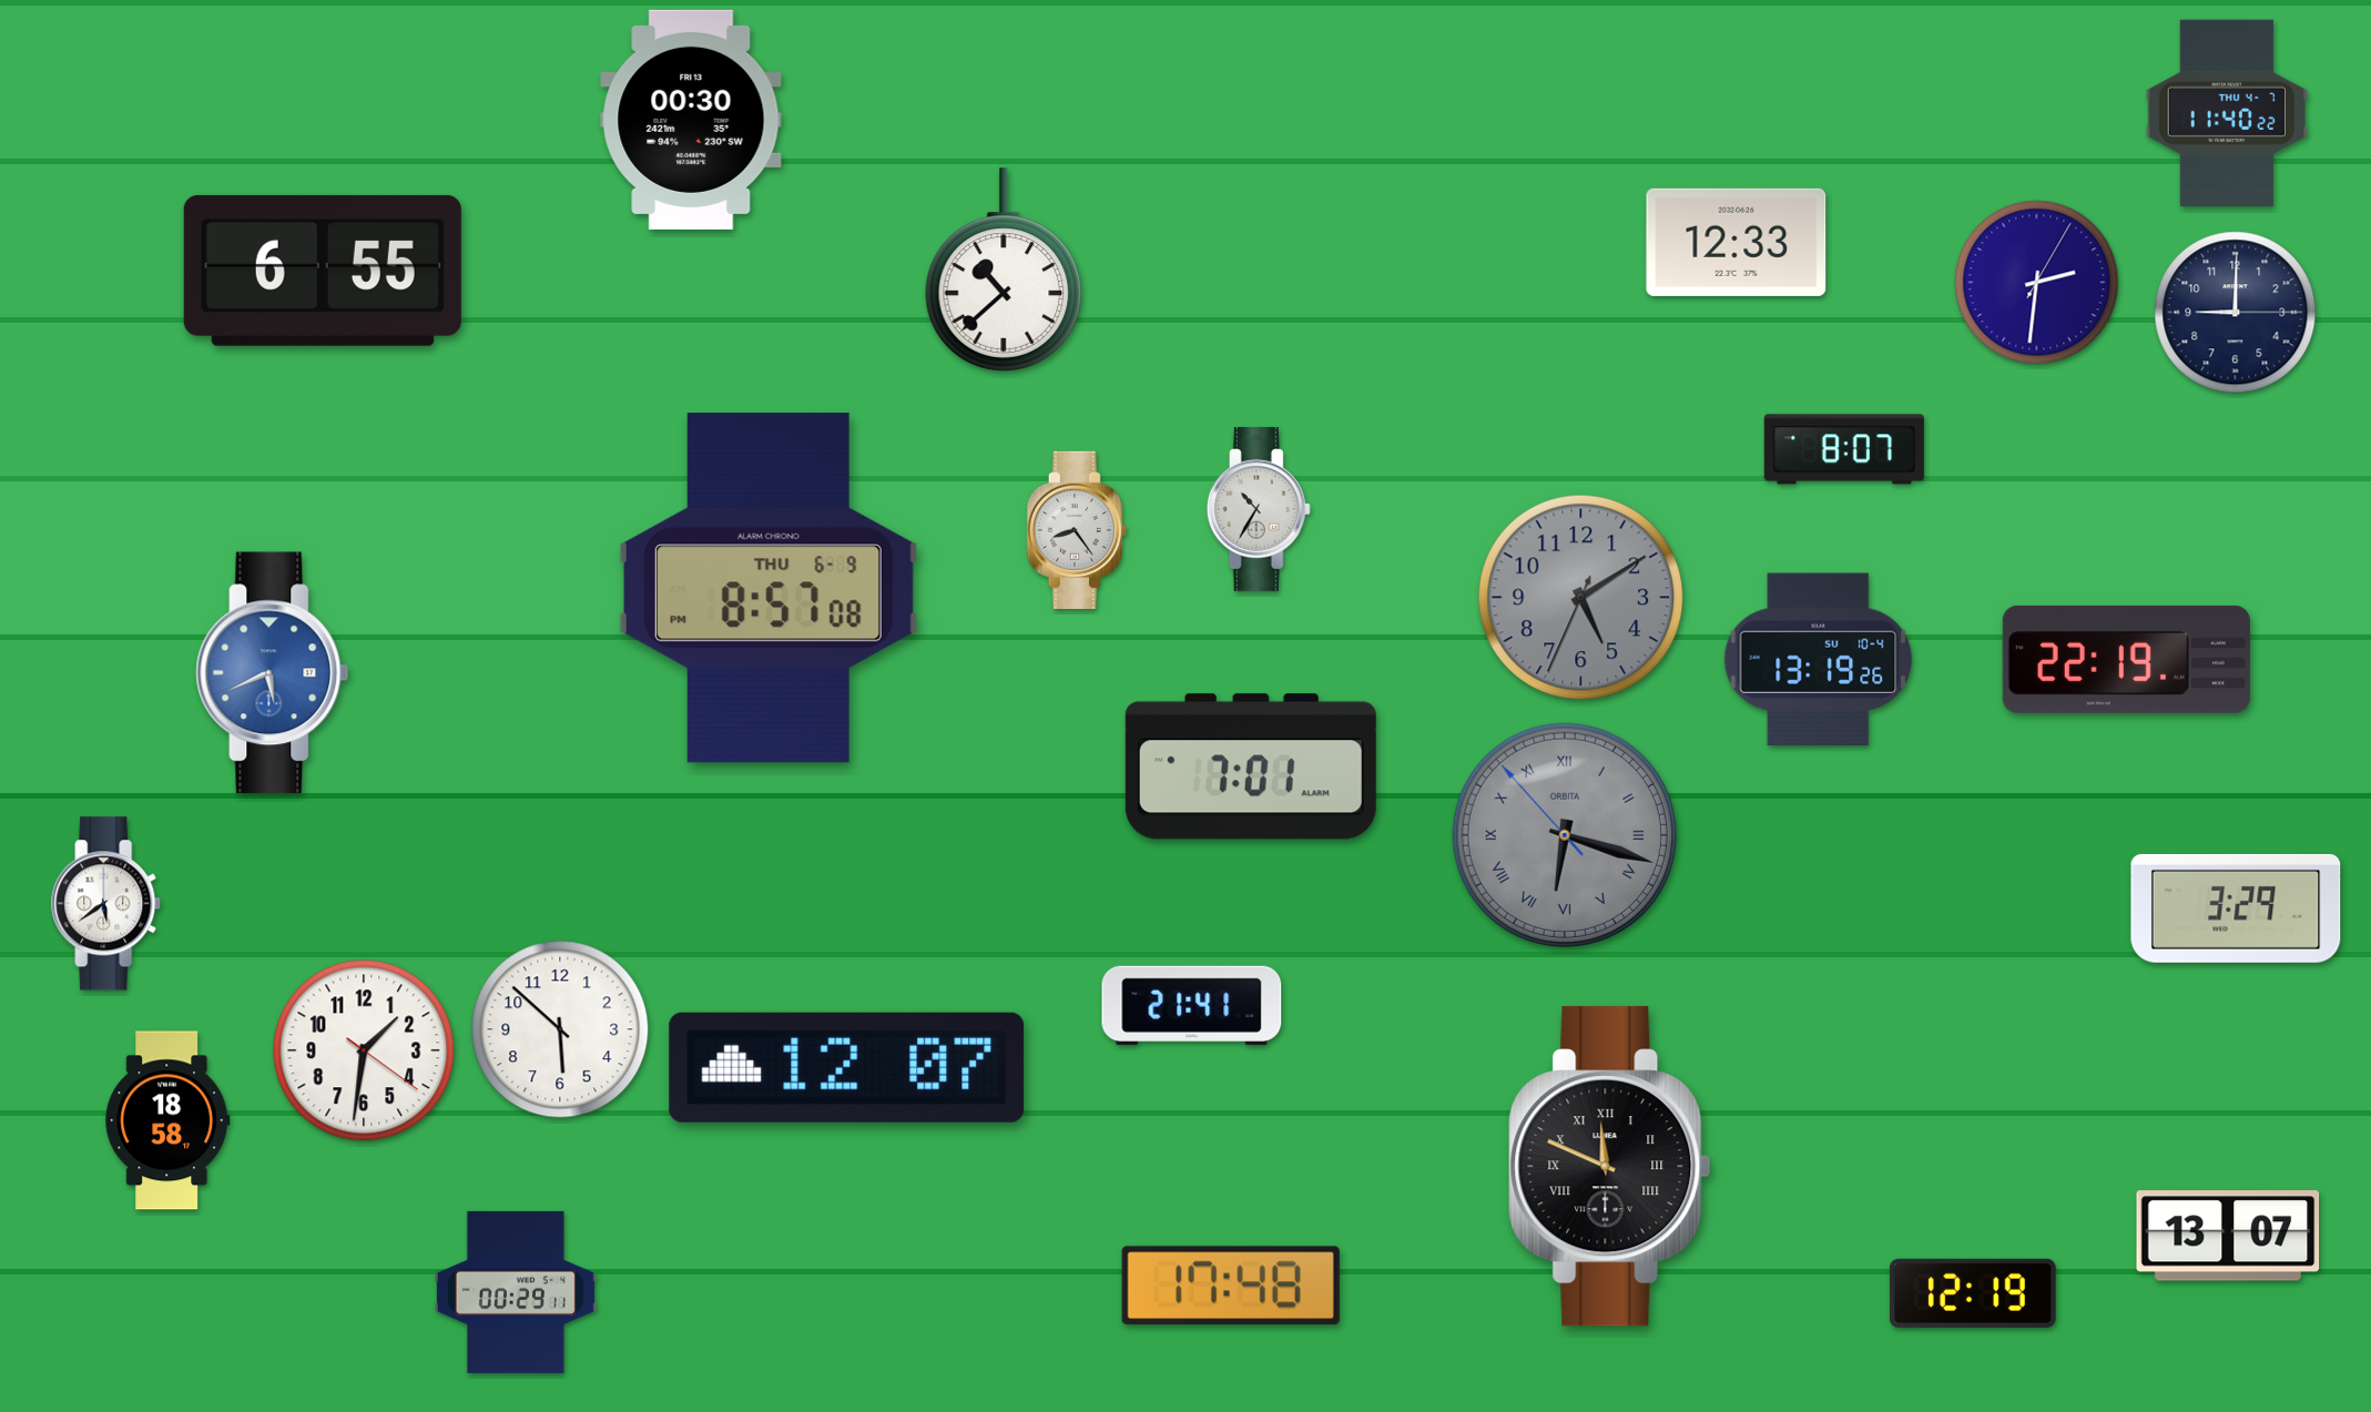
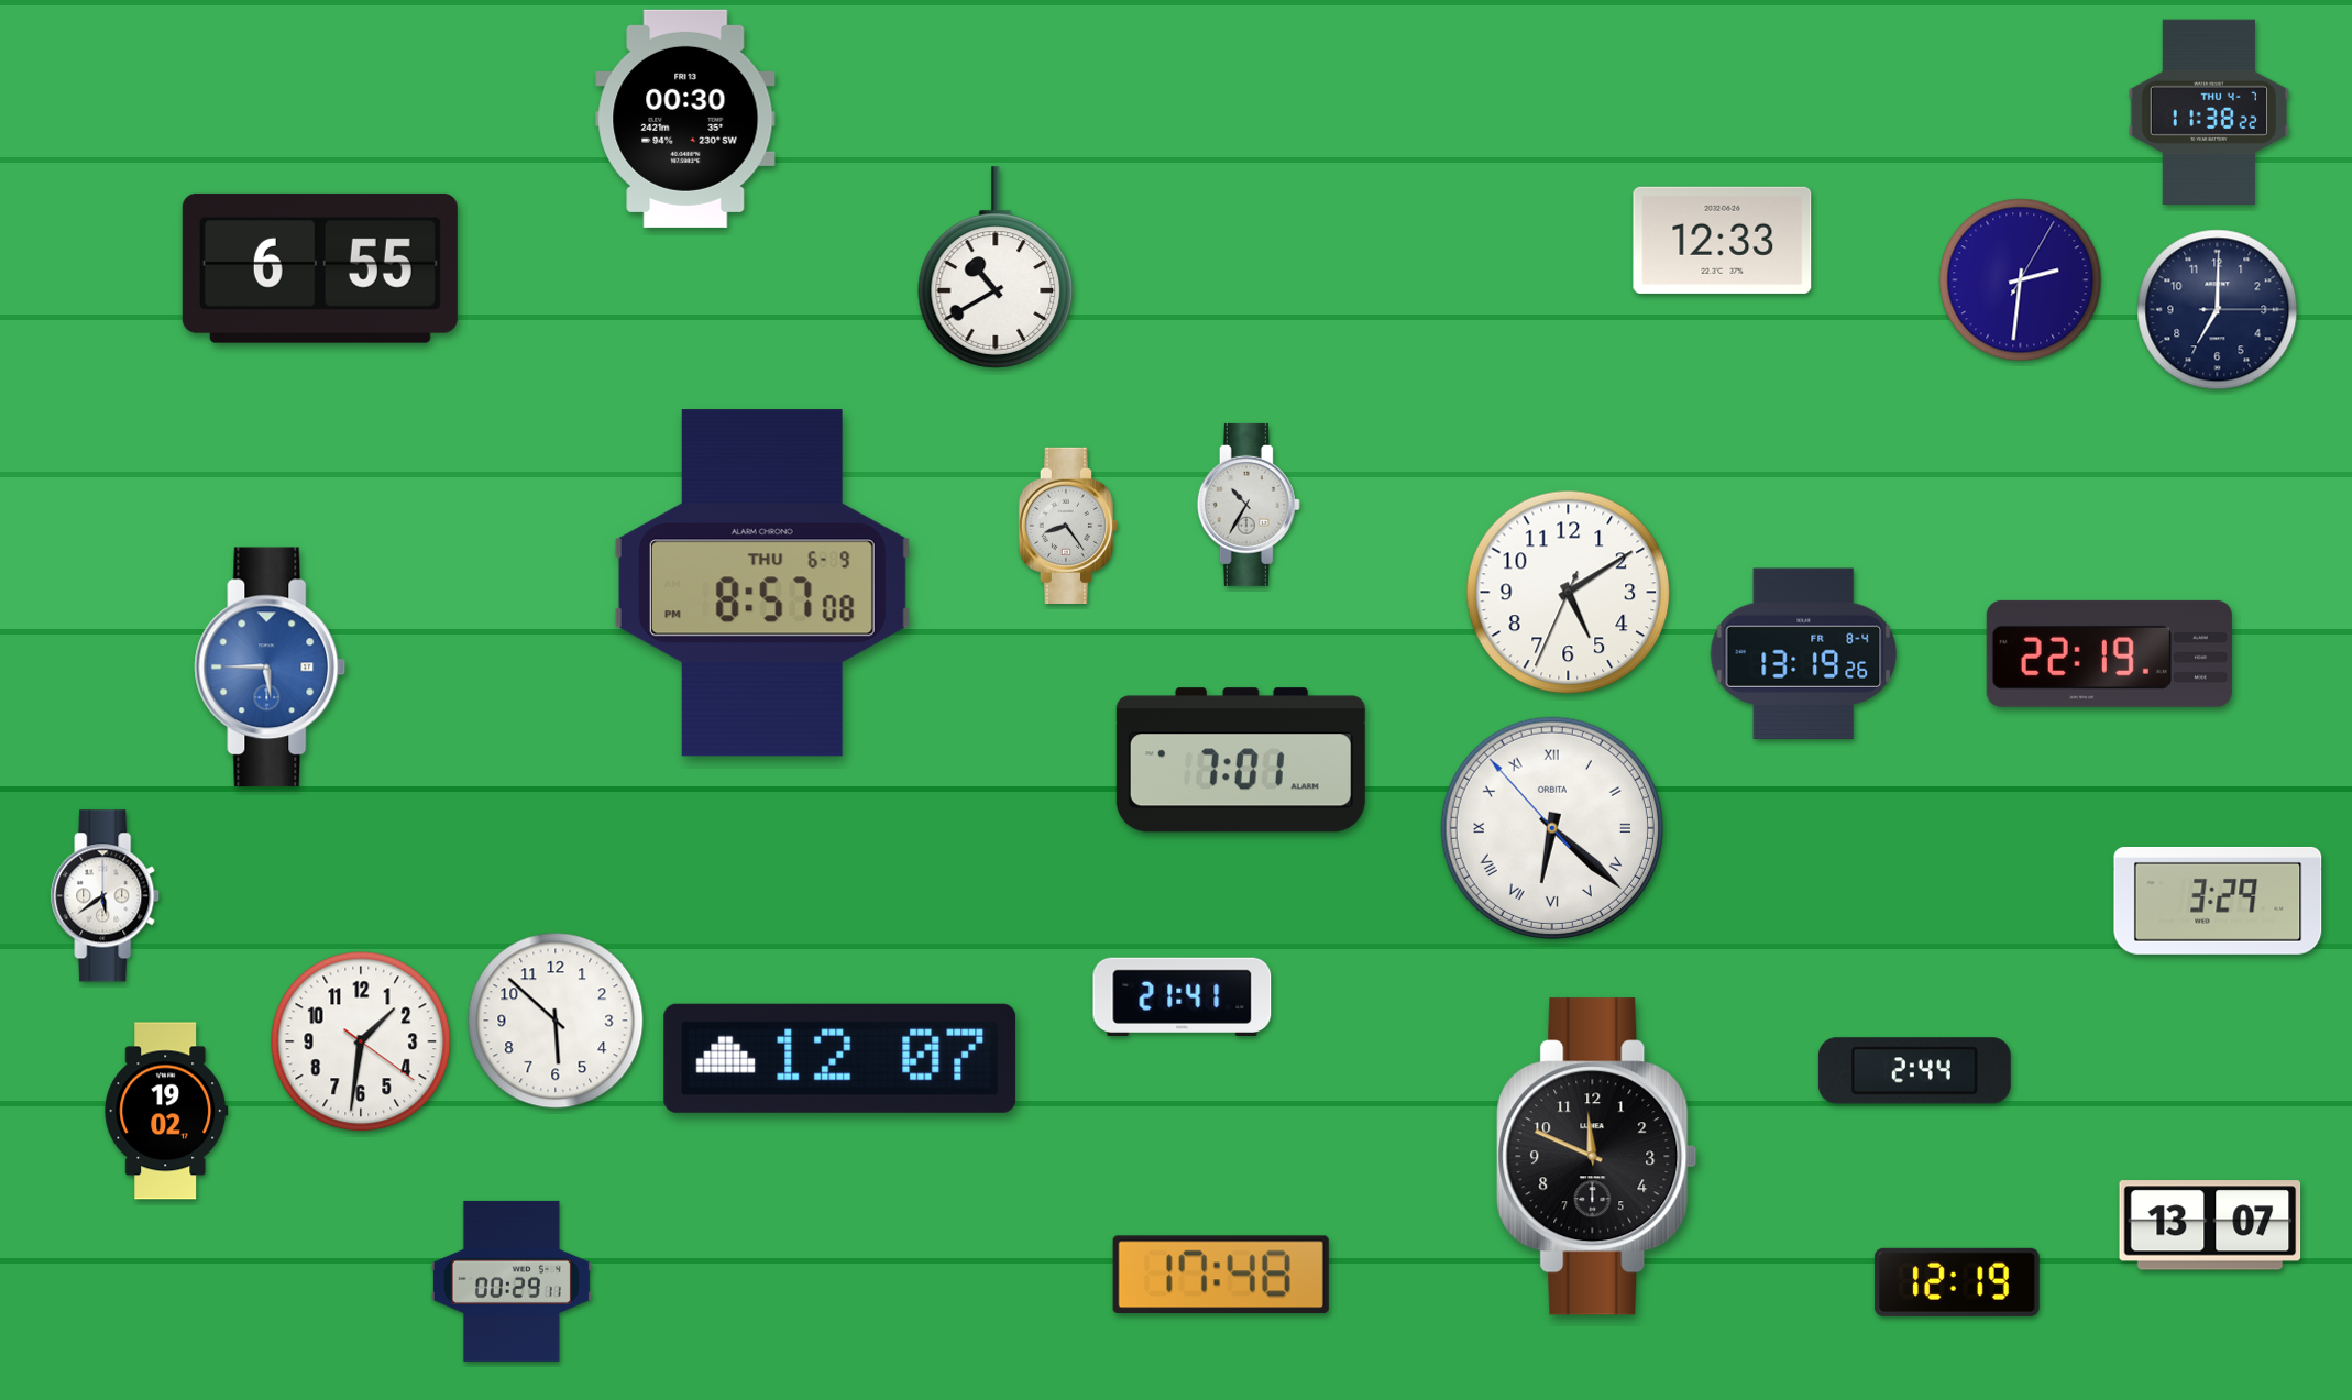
clock at (2226, 113): 11:40 -> 11:38
clock at (1004, 270): 10:38 -> 10:40
clock at (2236, 313): 9:00 -> 7:00
clock at (1844, 449): 8:07 -> none
clock at (1581, 598) dial: grey -> white
clock at (1819, 659) date: SU 10-4 -> FR 8-4
clock at (273, 673): 5:41 -> 5:45
clock at (1565, 835): 6:17 -> 6:21
clock at (1565, 835) dial: grey -> white
clock at (1914, 1071): none -> 2:44
clock at (167, 1120): 18:58 -> 19:02
clock at (1610, 1167) numerals: Roman -> Arabic
